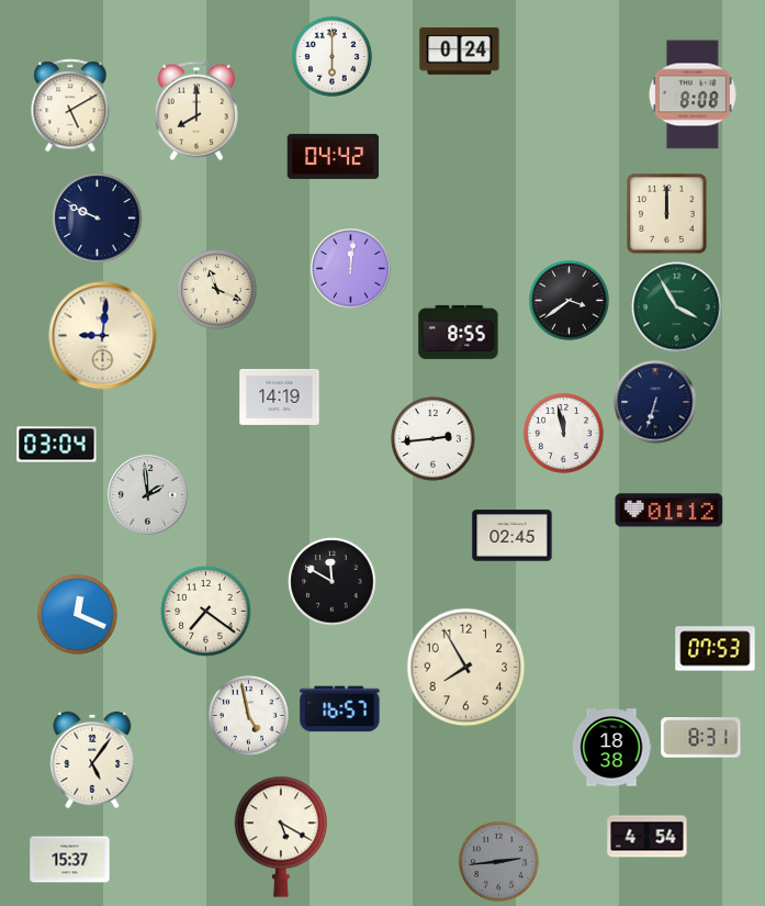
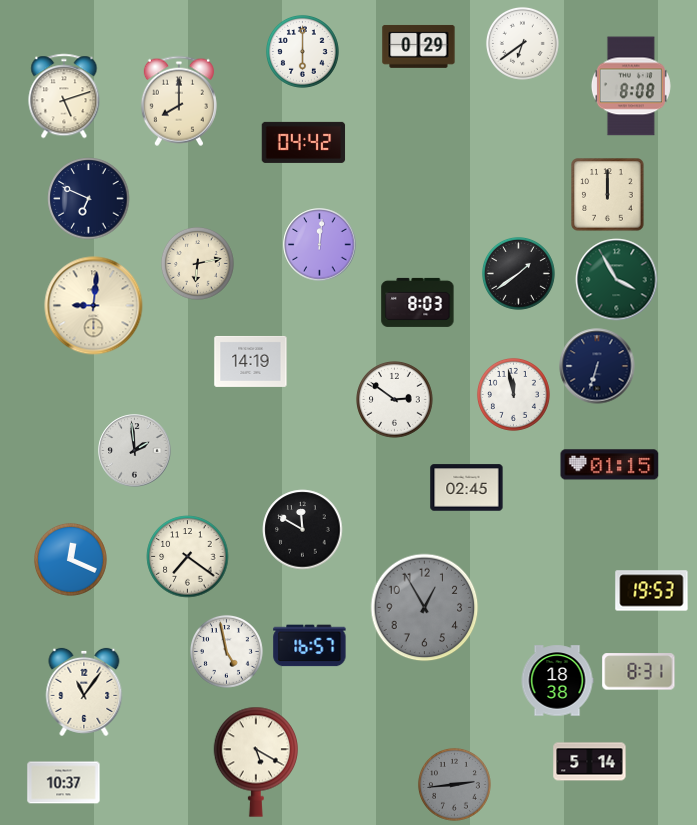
clock at (522, 43): none -> 6:39
clock at (460, 51): 0:24 -> 0:29
clock at (70, 105): 5:10 -> 5:12
clock at (98, 219): 9:49 -> 6:49
clock at (216, 289): 11:19 -> 6:13
clock at (569, 300): 3:39 -> 1:39
clock at (459, 332): 8:55 -> 8:03
clock at (280, 396) position: (280, 396) -> (251, 361)
clock at (434, 439): 2:44 -> 2:51
clock at (57, 445): 03:04 -> none
clock at (670, 511): 01:12 -> 01:15
clock at (716, 649): 07:53 -> 19:53
clock at (466, 668): 7:55 -> 12:55
clock at (466, 668) dial: cream -> grey
clock at (92, 760): 5:06 -> 11:06
clock at (648, 837): 4:54 -> 5:14
clock at (70, 860): 15:37 -> 10:37
